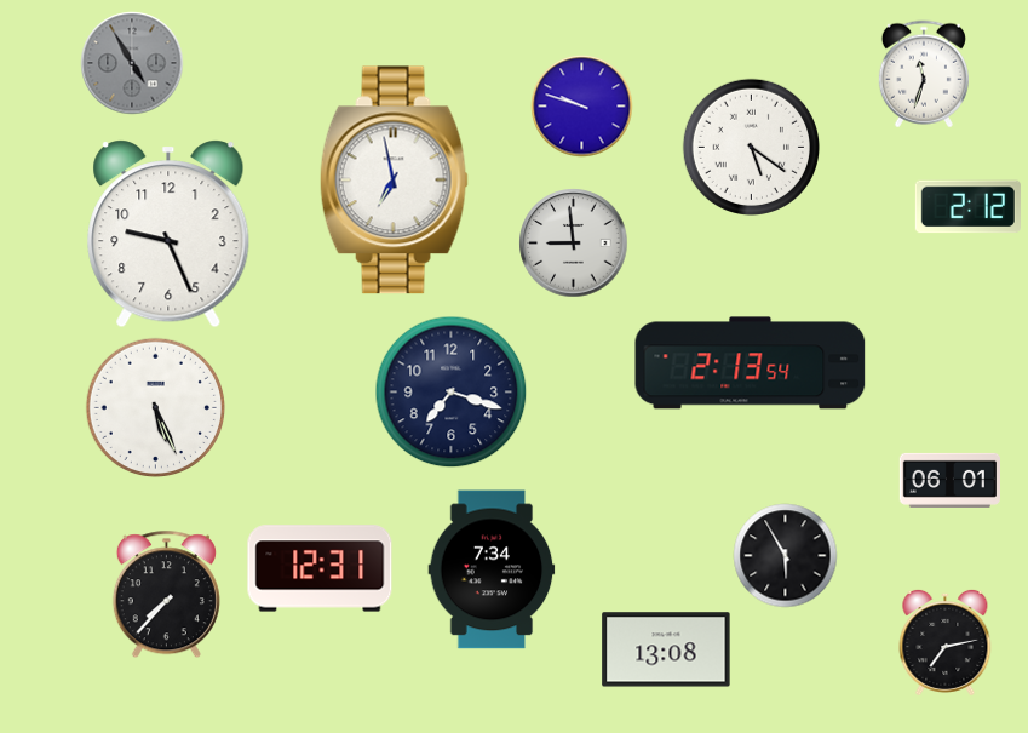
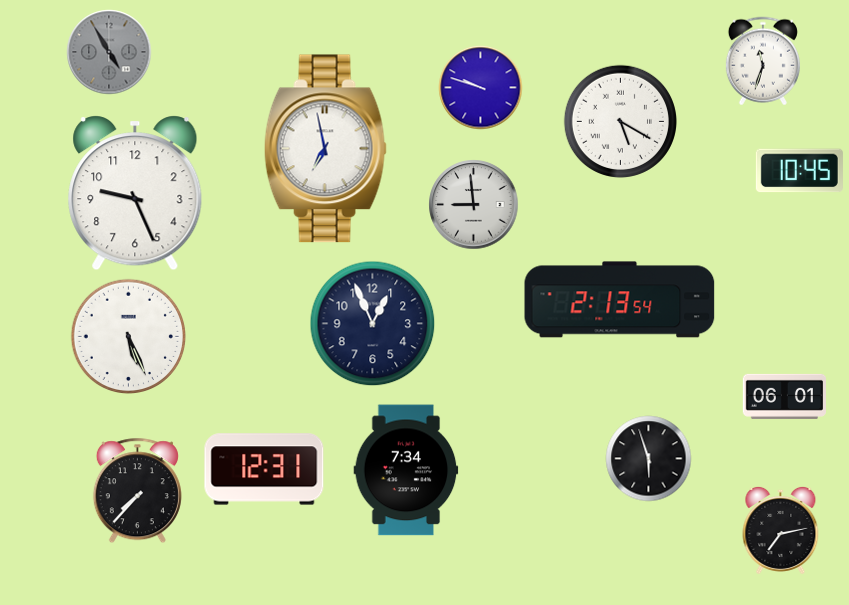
clock at (751, 147): 5:21 -> 5:20
clock at (967, 207): 2:12 -> 10:45
clock at (168, 234) position: (168, 234) -> (135, 193)
clock at (573, 242) position: (573, 242) -> (473, 204)
clock at (450, 391): 7:18 -> 12:56
clock at (785, 555): 5:55 -> 5:57
clock at (666, 649): 13:08 -> none
